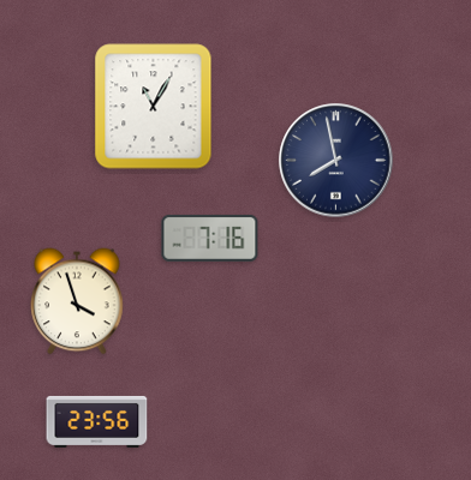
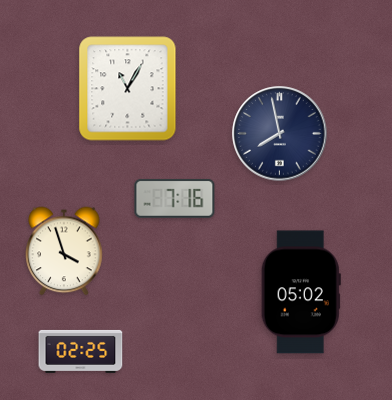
clock at (301, 292): none -> 05:02
clock at (97, 421): 23:56 -> 02:25
